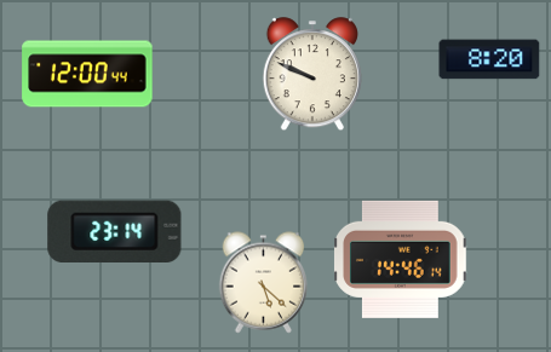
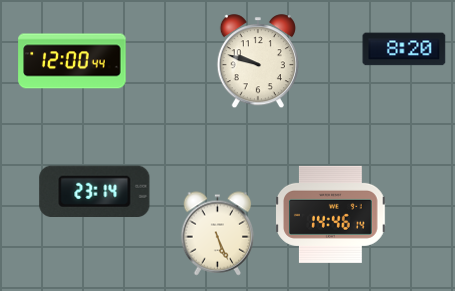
clock at (312, 75): 9:49 -> 9:48
clock at (264, 283): 5:22 -> 5:26
